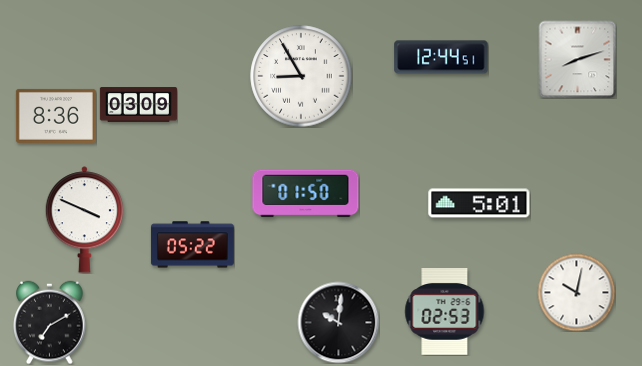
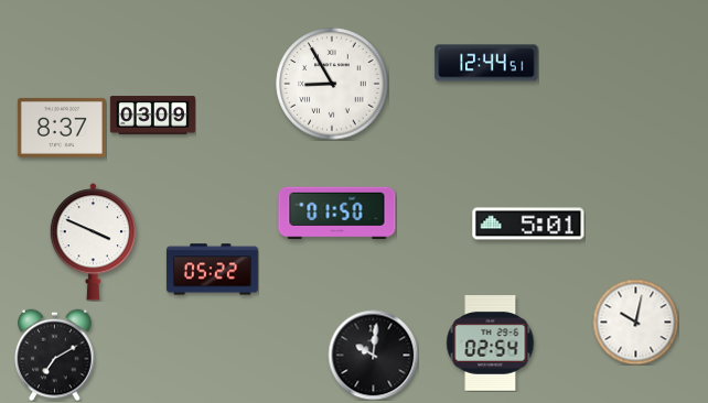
clock at (577, 59): 8:12 -> none
clock at (56, 116): 8:36 -> 8:37
clock at (445, 312): 02:53 -> 02:54
